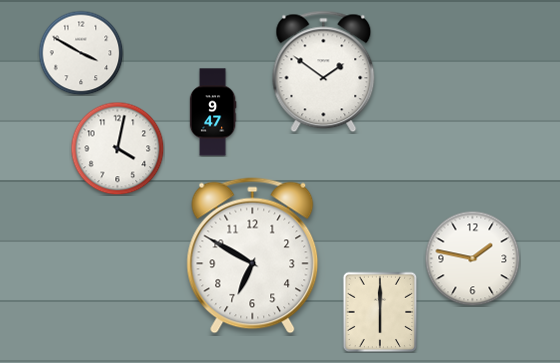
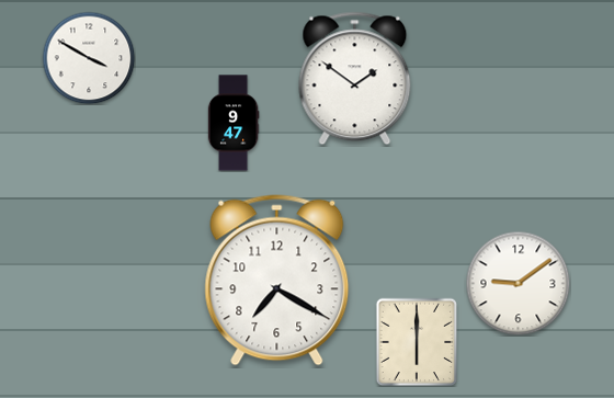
clock at (117, 148): 4:02 -> none
clock at (253, 256): 6:50 -> 7:20
clock at (472, 258): 1:47 -> 9:09
